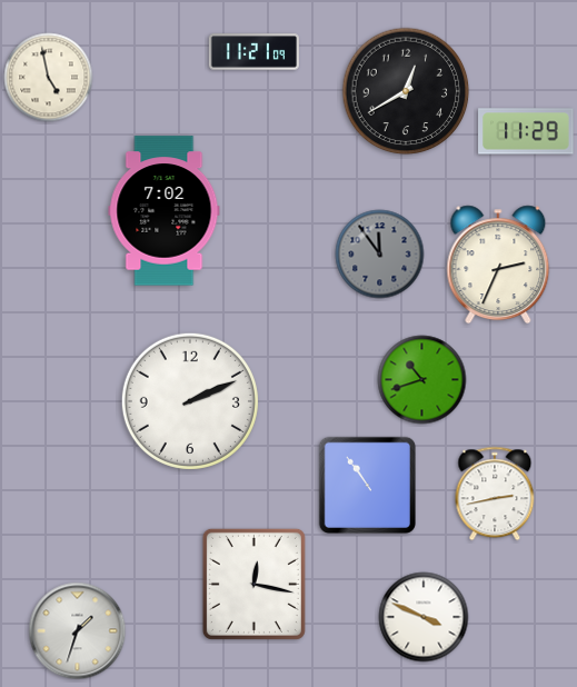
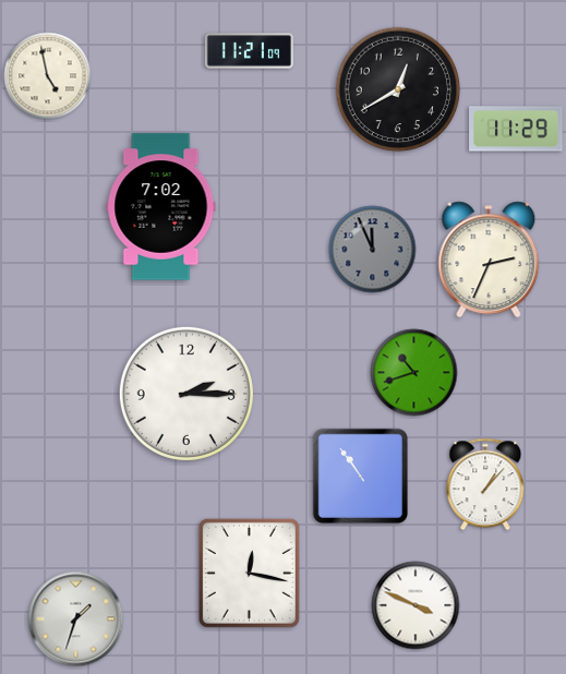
clock at (380, 255): 11:54 -> 11:56
clock at (190, 401): 2:11 -> 2:15
clock at (495, 494): 2:43 -> 1:07
